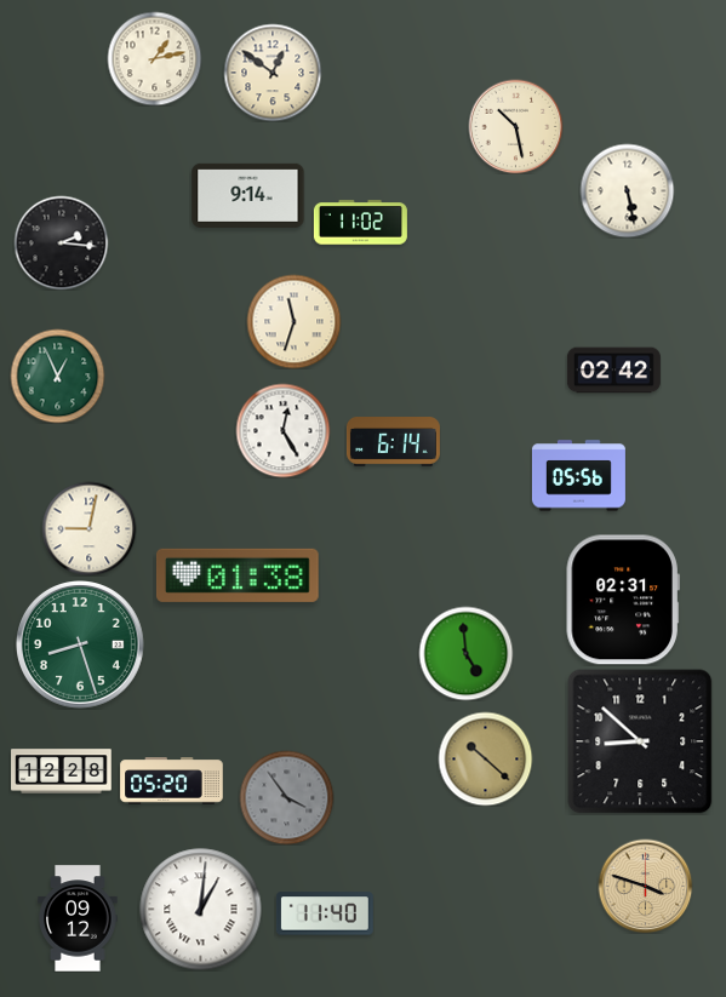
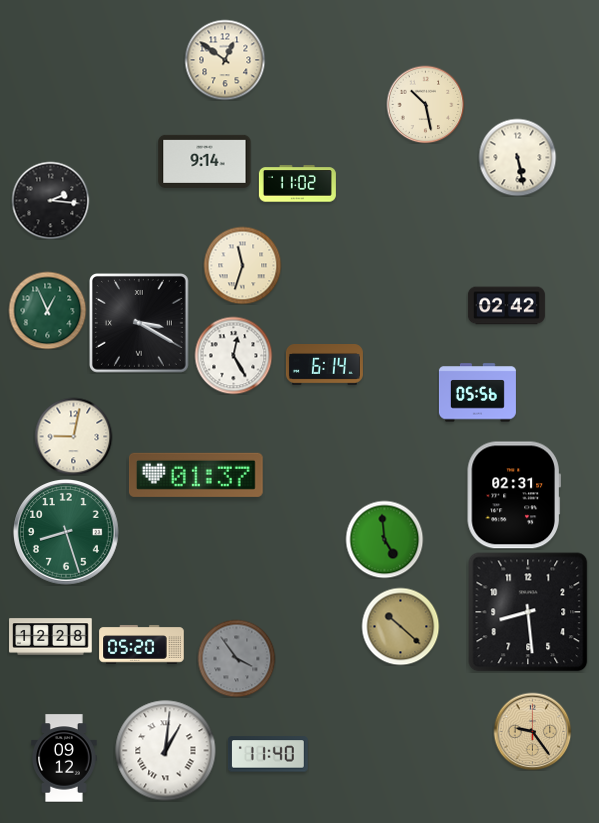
clock at (154, 58): 1:13 -> none
clock at (140, 324): none -> 3:20
clock at (238, 575): 01:38 -> 01:37
clock at (640, 741): 8:52 -> 8:29
clock at (645, 886): 3:48 -> 9:24
